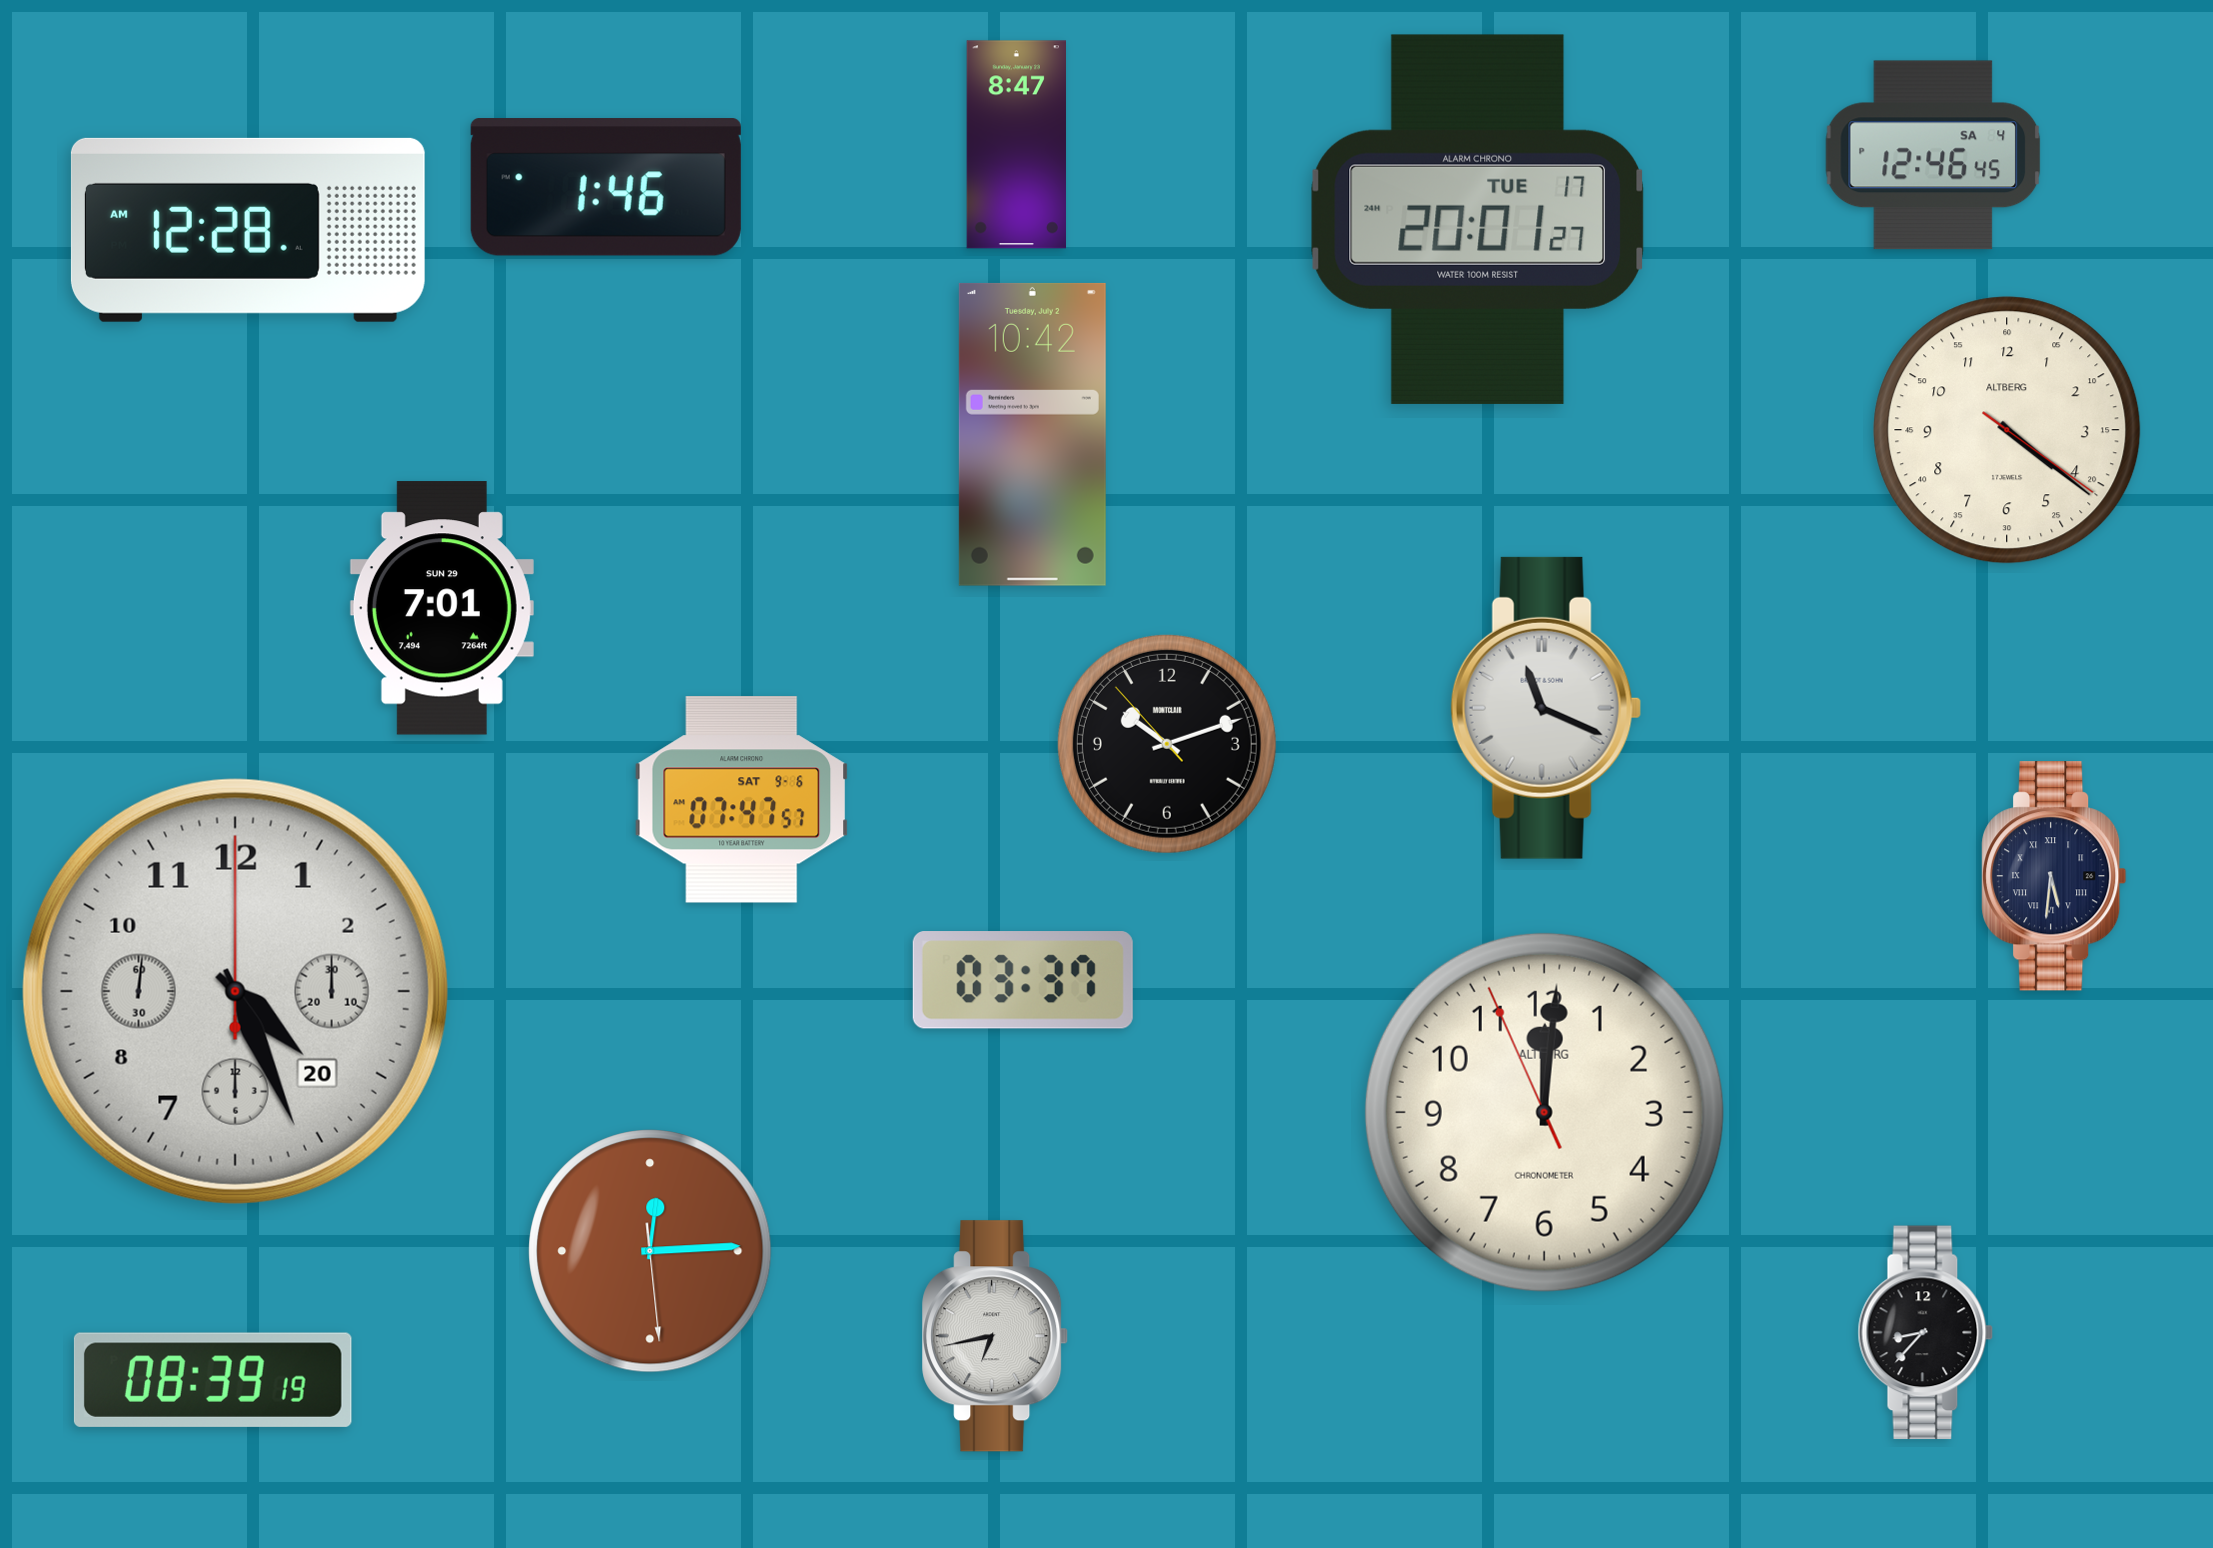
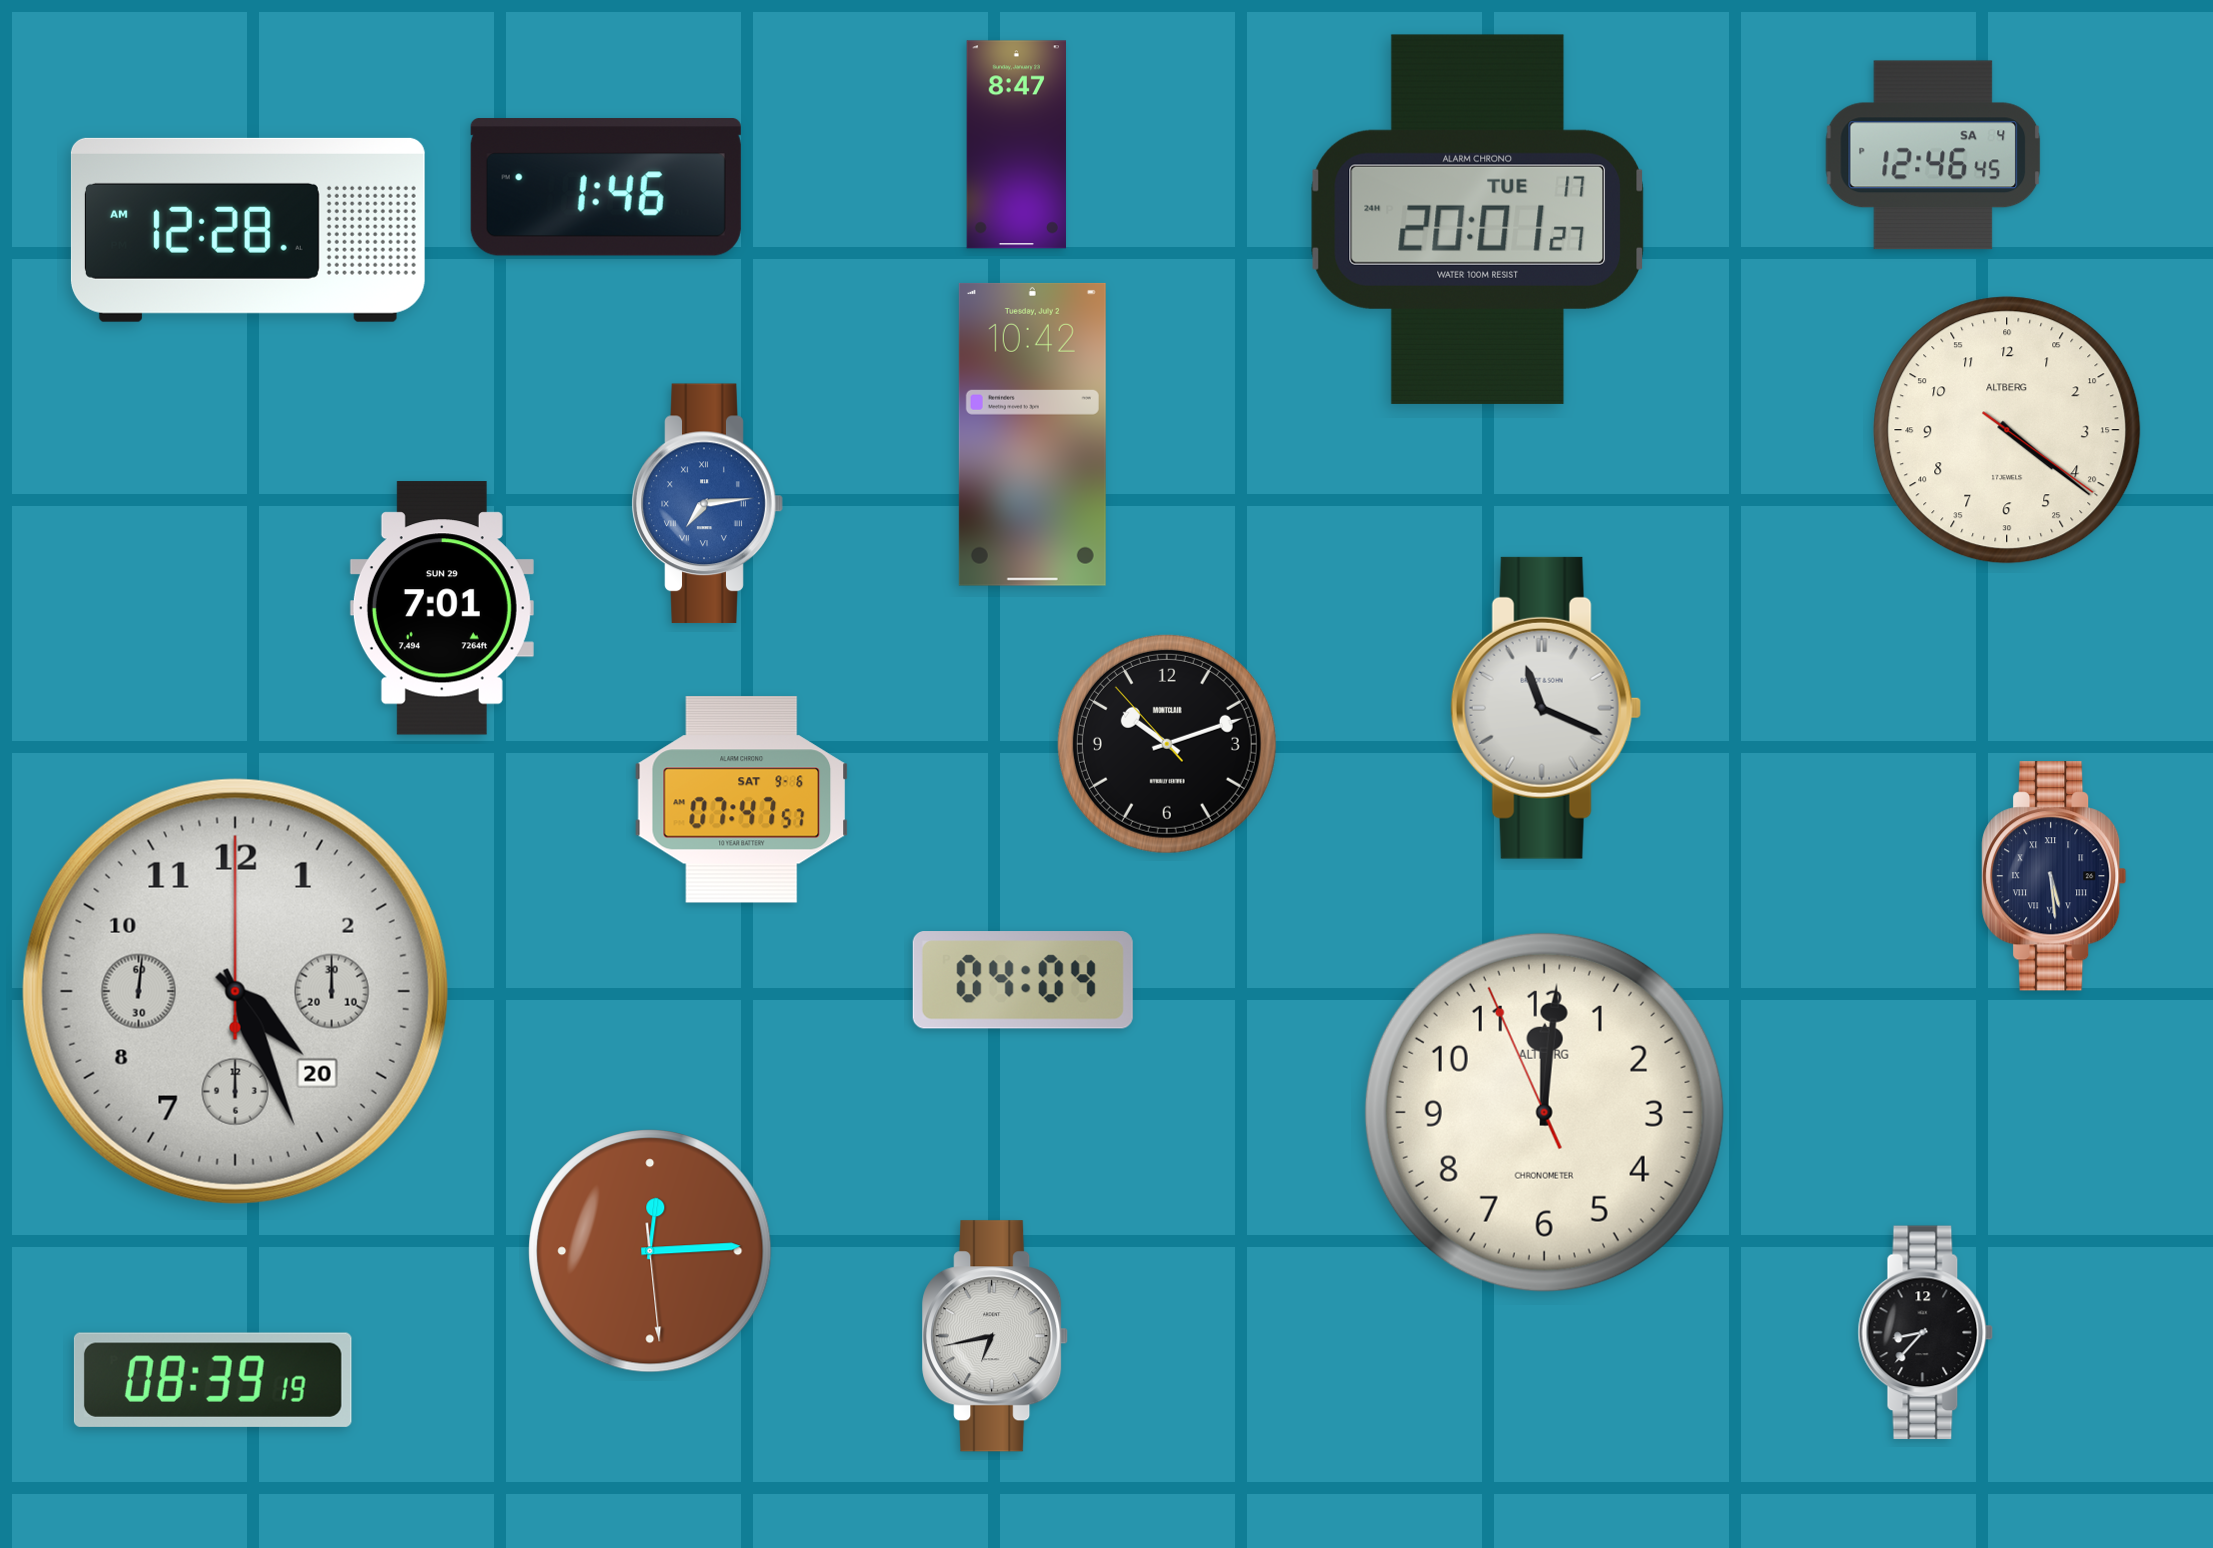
clock at (707, 504): none -> 7:14
clock at (2054, 876): 5:31 -> 5:29
clock at (1023, 981): 03:37 -> 04:04
